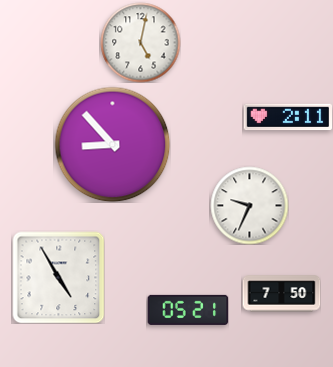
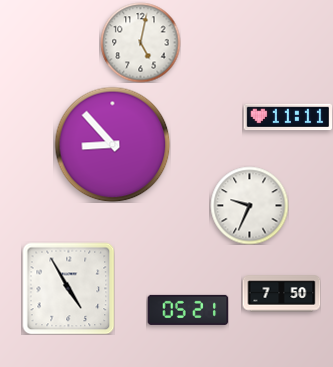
clock at (287, 117): 2:11 -> 11:11
clock at (58, 277) position: (58, 277) -> (68, 288)
